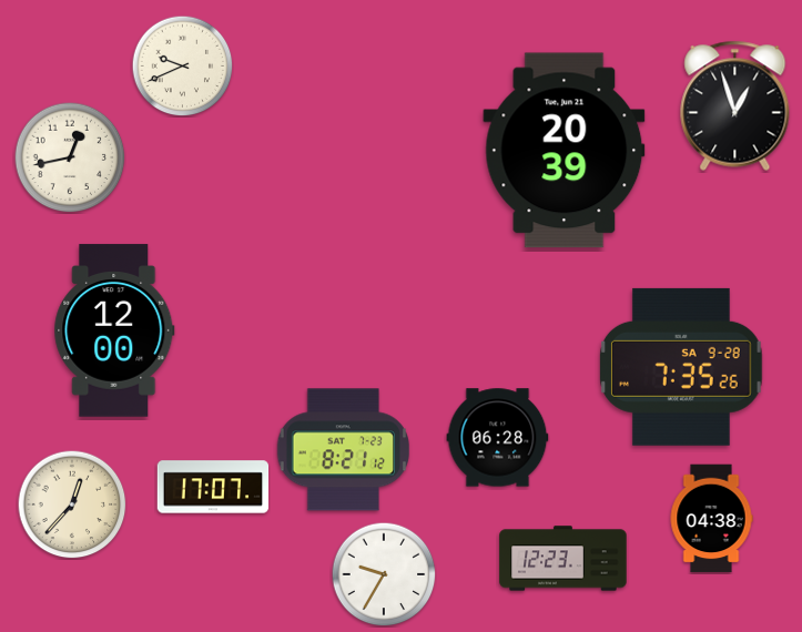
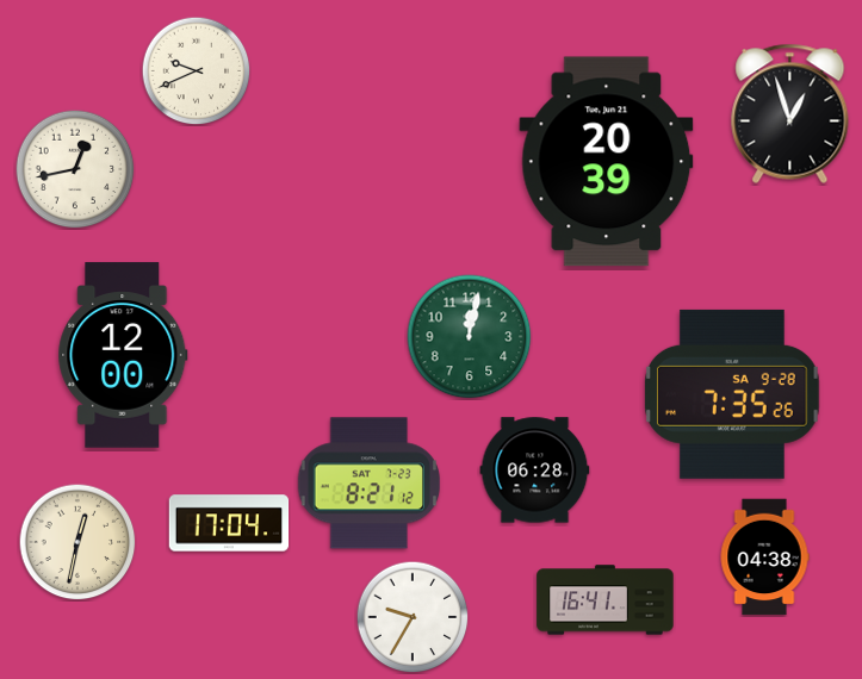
clock at (470, 337): none -> 12:02
clock at (213, 487): 17:07 -> 17:04
clock at (72, 504): 12:37 -> 12:32
clock at (564, 559): 12:23 -> 16:41
